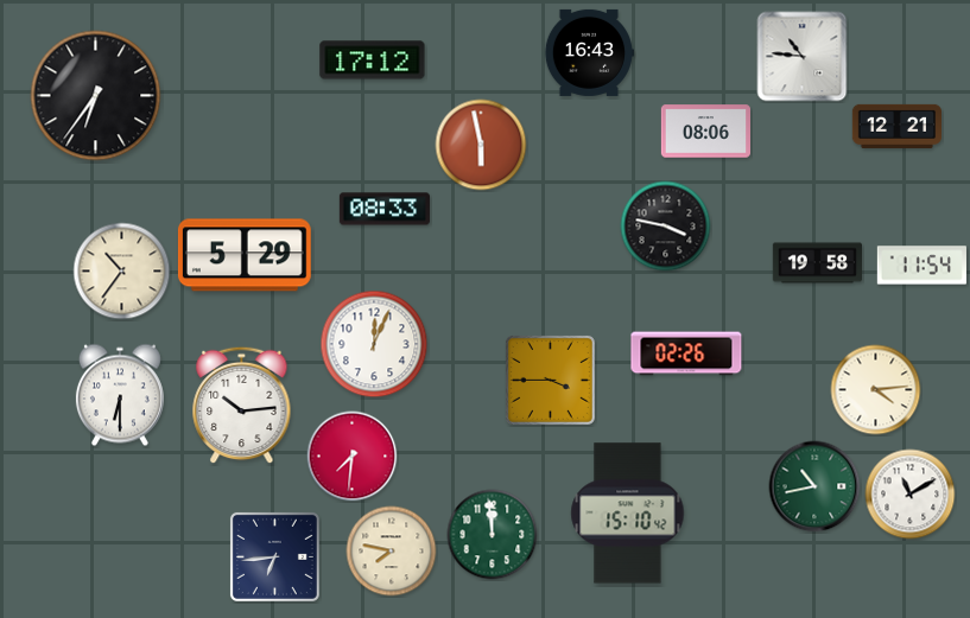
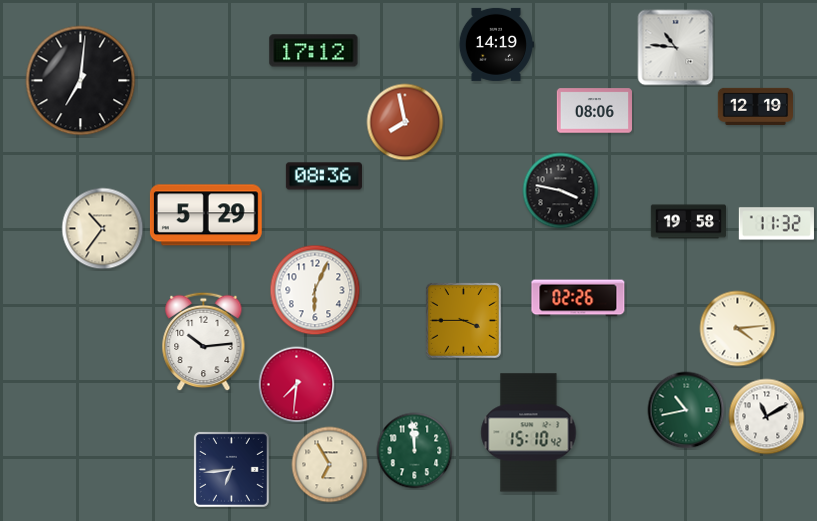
clock at (589, 52): 16:43 -> 14:19
clock at (96, 96): 6:36 -> 7:01
clock at (896, 126): 12:21 -> 12:19
clock at (481, 145): 5:58 -> 7:58
clock at (385, 209): 08:33 -> 08:36
clock at (921, 266): 11:54 -> 11:32
clock at (374, 344): 12:04 -> 6:04
clock at (120, 395): 6:30 -> none
clock at (392, 552): 7:47 -> 6:55
